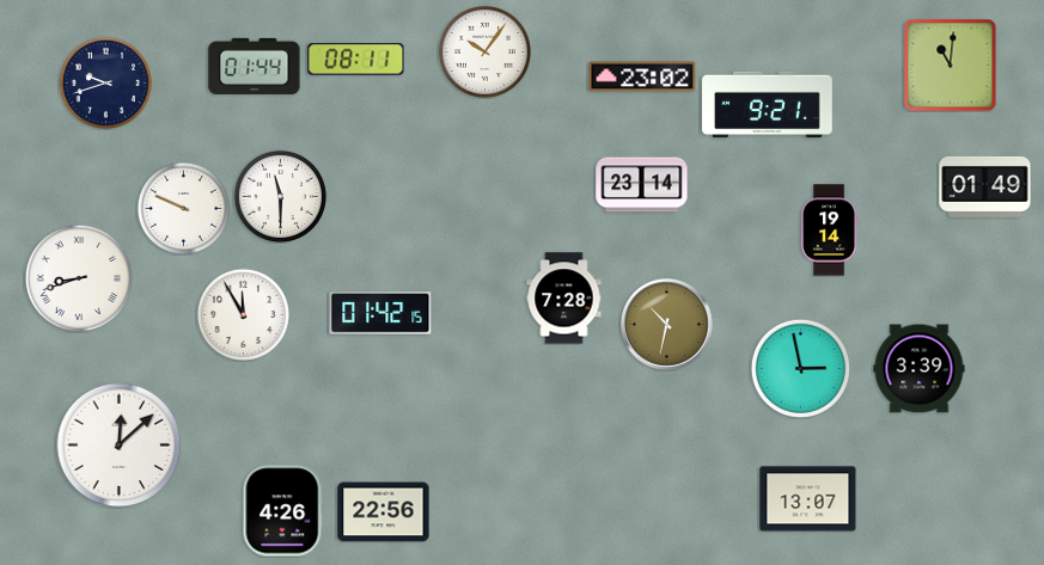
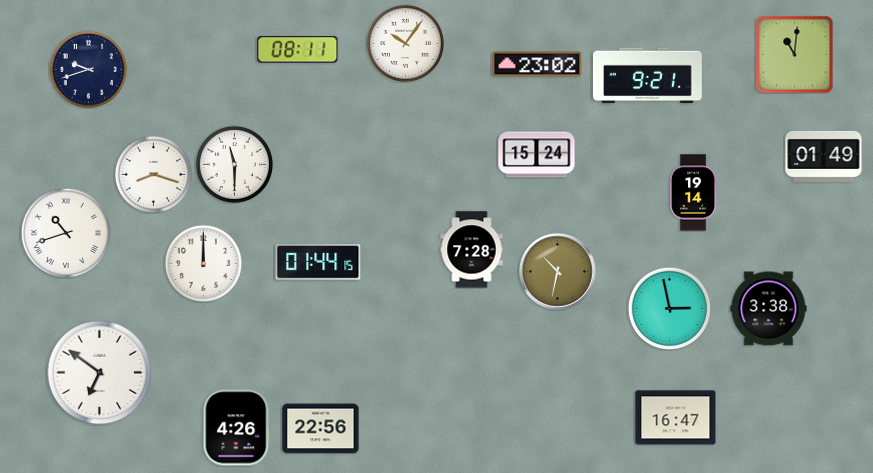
clock at (255, 66): 01:44 -> none
clock at (768, 105) position: (768, 105) -> (648, 76)
clock at (642, 185): 23:14 -> 15:24
clock at (183, 208): 9:49 -> 8:18
clock at (79, 278): 8:42 -> 10:42
clock at (380, 313): 01:42 -> 01:44
clock at (243, 314): 11:55 -> 12:00
clock at (920, 369): 3:39 -> 3:38
clock at (120, 446): 12:08 -> 6:51
clock at (808, 499): 13:07 -> 16:47
